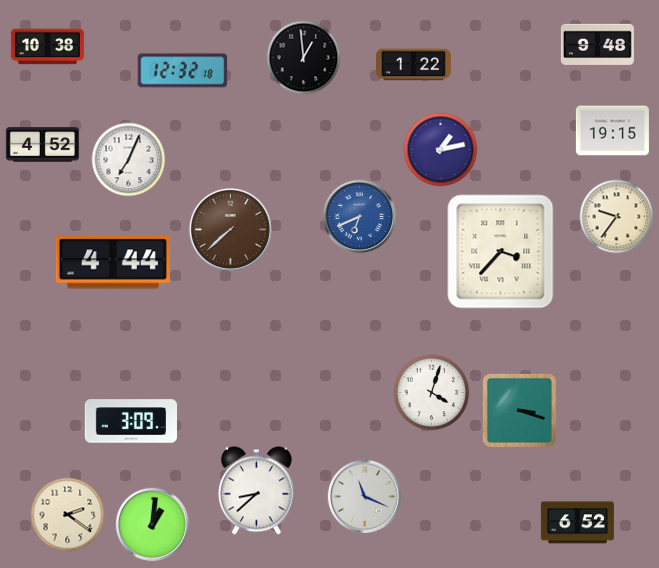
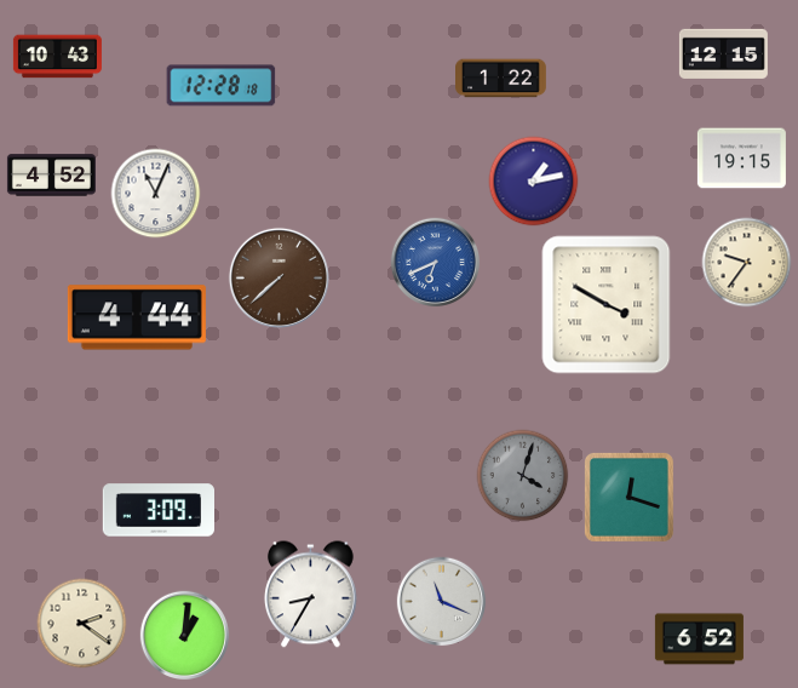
clock at (597, 44): 9:48 -> 12:15
clock at (47, 47): 10:38 -> 10:43
clock at (304, 58): 12:59 -> none
clock at (183, 71): 12:32 -> 12:28
clock at (129, 160): 7:04 -> 11:04
clock at (501, 252): 3:37 -> 3:50
clock at (432, 393) dial: white -> grey
clock at (519, 410): 3:18 -> 12:18
clock at (256, 491): 8:38 -> 8:35
clock at (577, 523) position: (577, 523) -> (699, 640)
